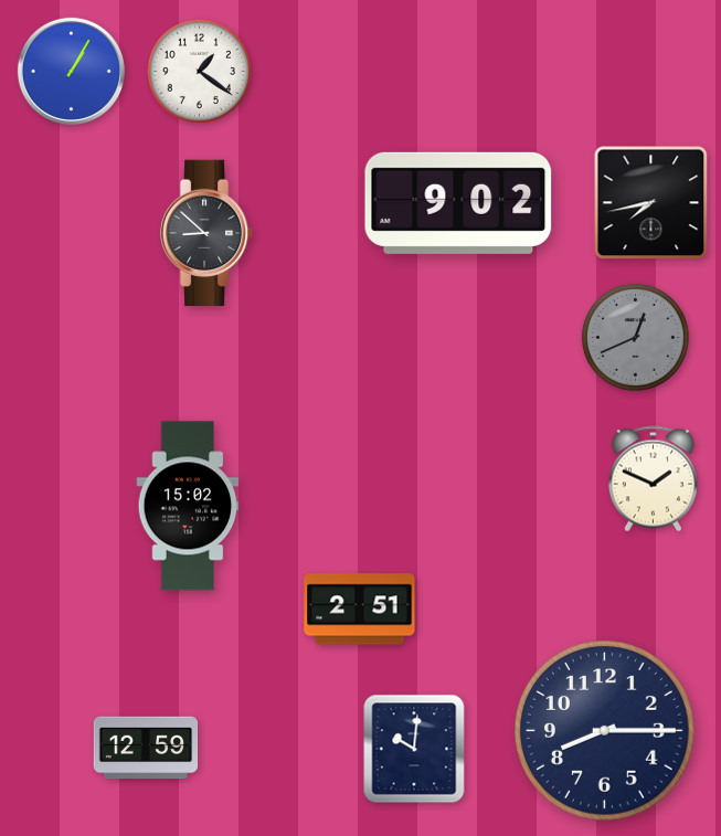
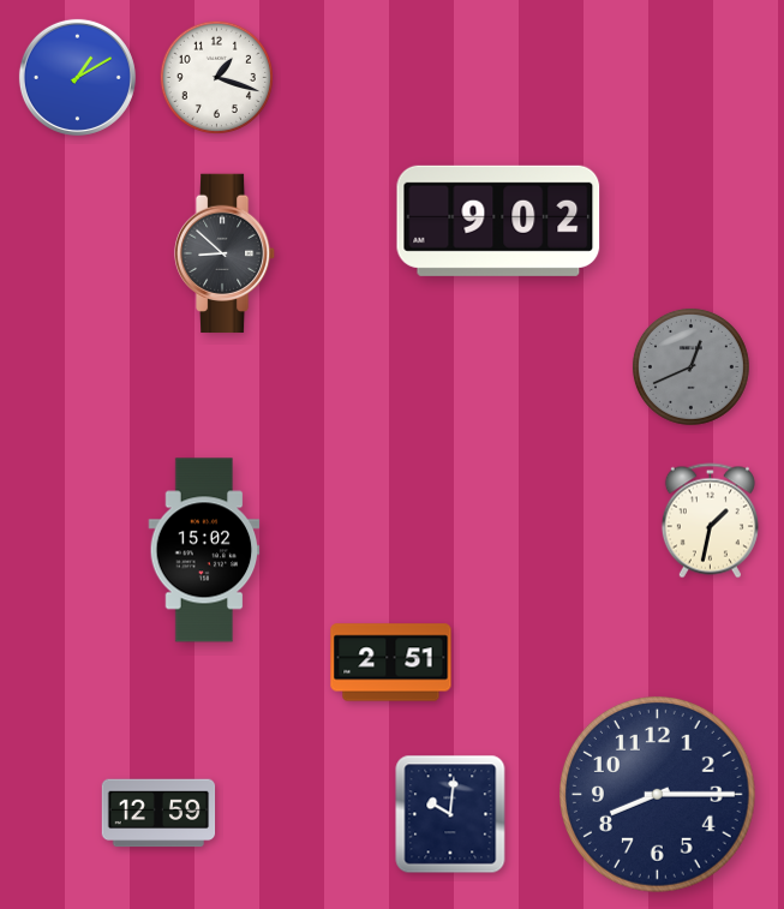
clock at (71, 71): 1:05 -> 1:10
clock at (199, 71): 1:21 -> 1:18
clock at (651, 203): 7:43 -> none
clock at (653, 479): 1:49 -> 1:32
